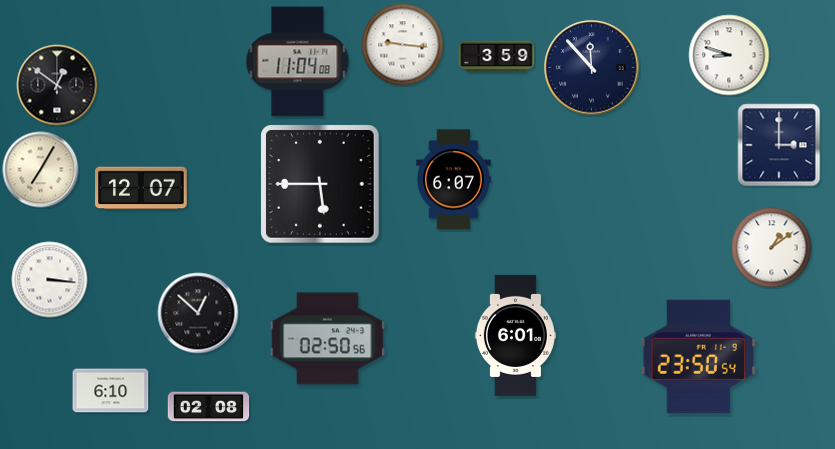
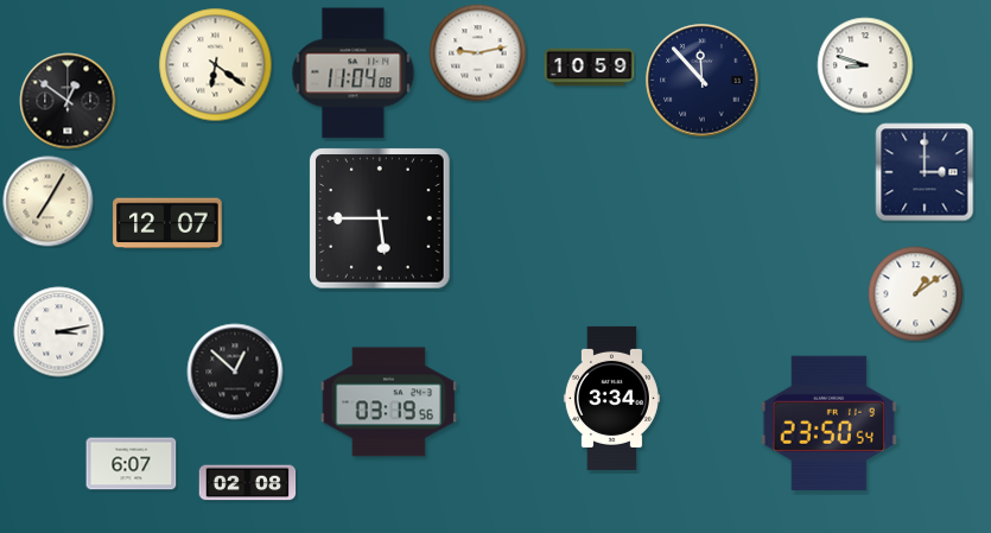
clock at (403, 45): 9:16 -> 9:13
clock at (216, 65): none -> 6:21
clock at (497, 57): 3:59 -> 10:59
clock at (454, 180): 6:07 -> none
clock at (50, 280): 3:16 -> 3:13
clock at (515, 335): 6:01 -> 3:34
clock at (328, 339): 02:50 -> 03:19
clock at (111, 391): 6:10 -> 6:07
